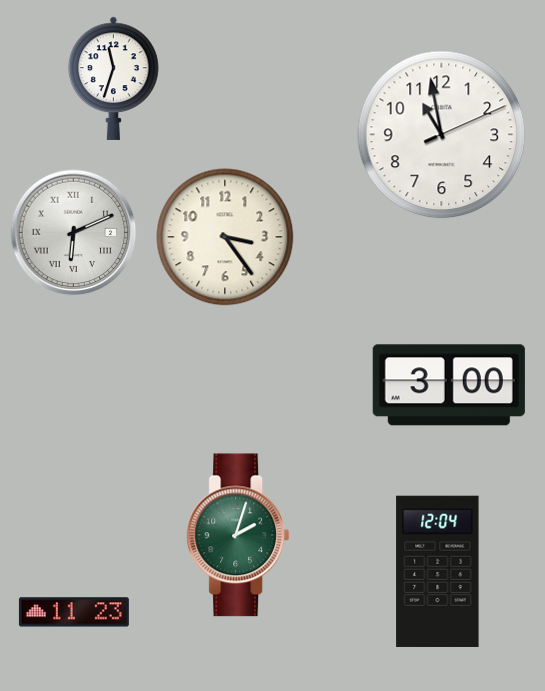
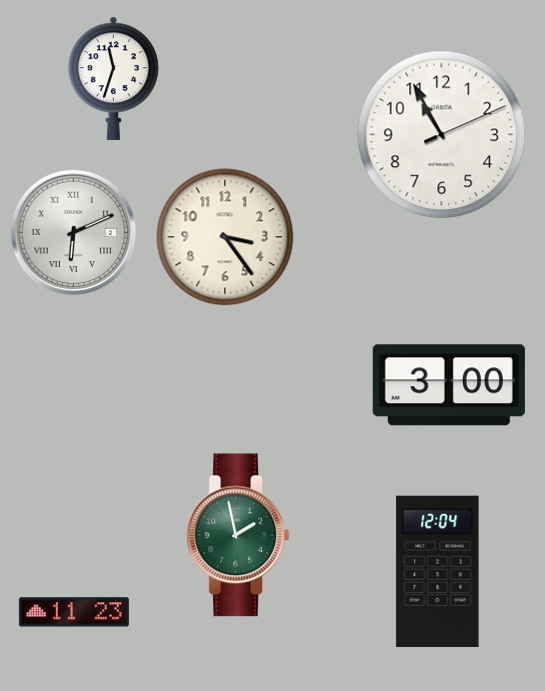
clock at (442, 135): 10:58 -> 10:55
clock at (238, 535): 2:03 -> 1:58
